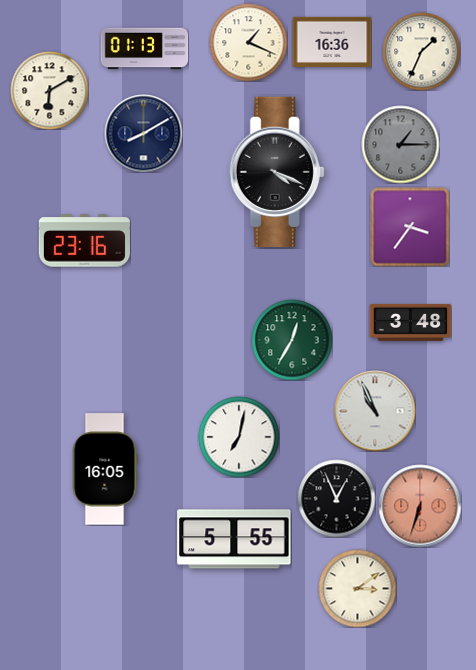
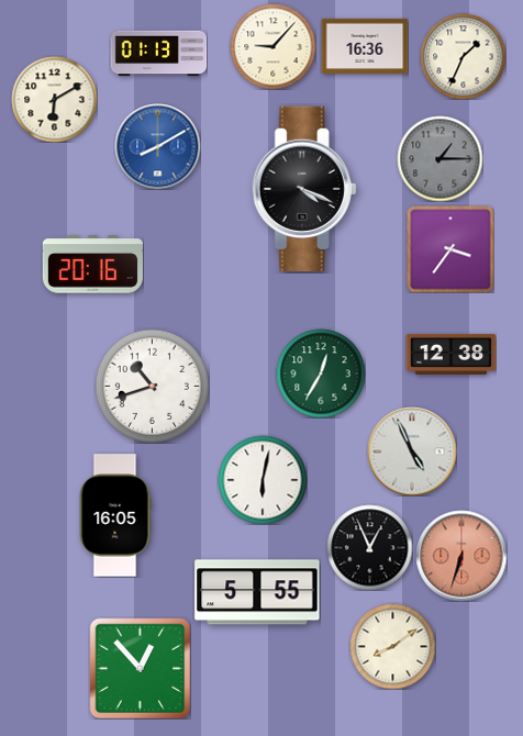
clock at (248, 42): 1:19 -> 9:07
clock at (143, 133) dial: navy -> blue
clock at (84, 241): 23:16 -> 20:16
clock at (410, 322): 3:48 -> 12:38
clock at (152, 386): none -> 10:42
clock at (375, 411): 10:56 -> 4:56
clock at (239, 437): 7:02 -> 6:02
clock at (357, 588): 3:09 -> 8:09
clock at (140, 668): none -> 12:53
